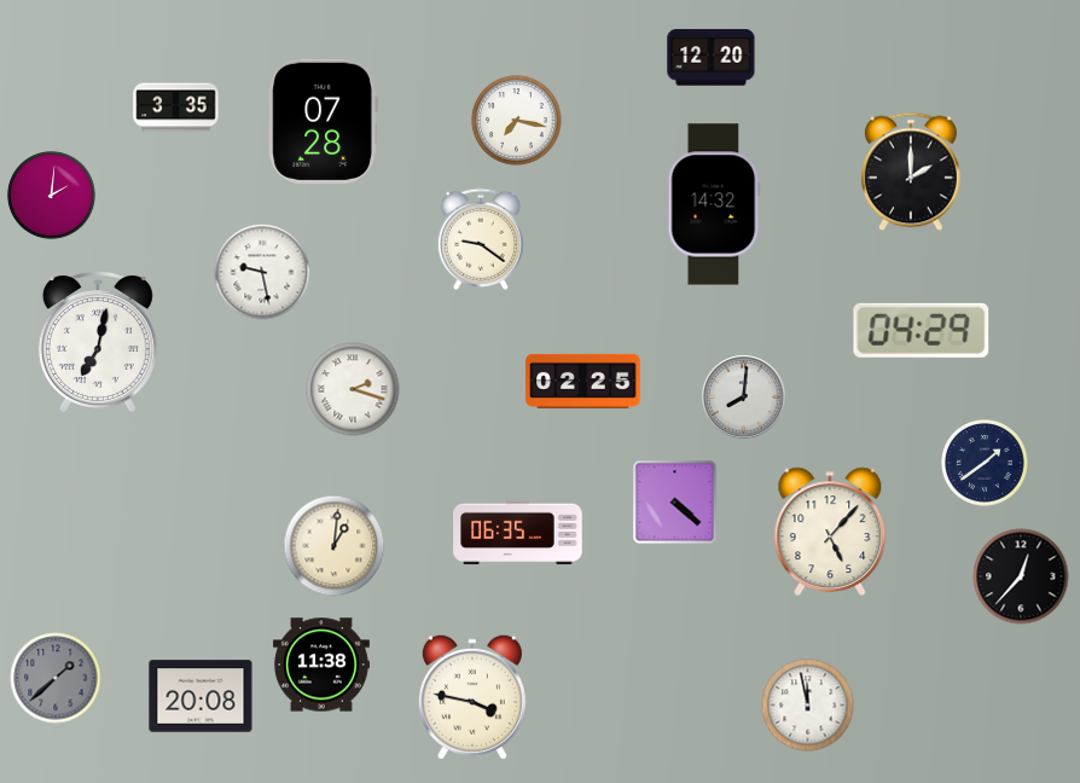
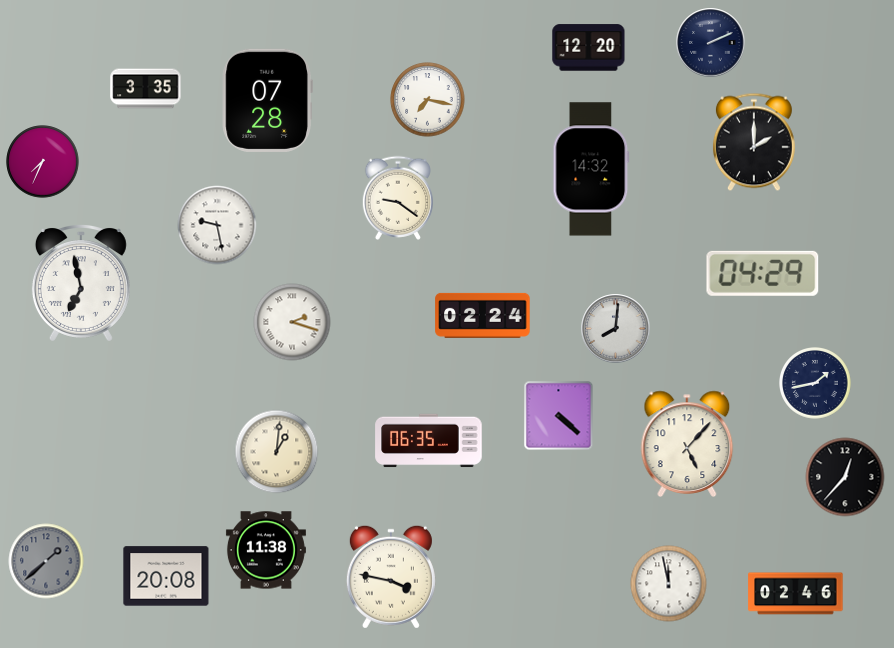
clock at (711, 43): none -> 2:11
clock at (52, 196): 2:01 -> 7:34
clock at (98, 342): 7:02 -> 6:58
clock at (583, 381): 02:25 -> 02:24
clock at (986, 464): 1:39 -> 1:43
clock at (830, 532) position: (830, 532) -> (687, 444)
clock at (796, 594): none -> 02:46
